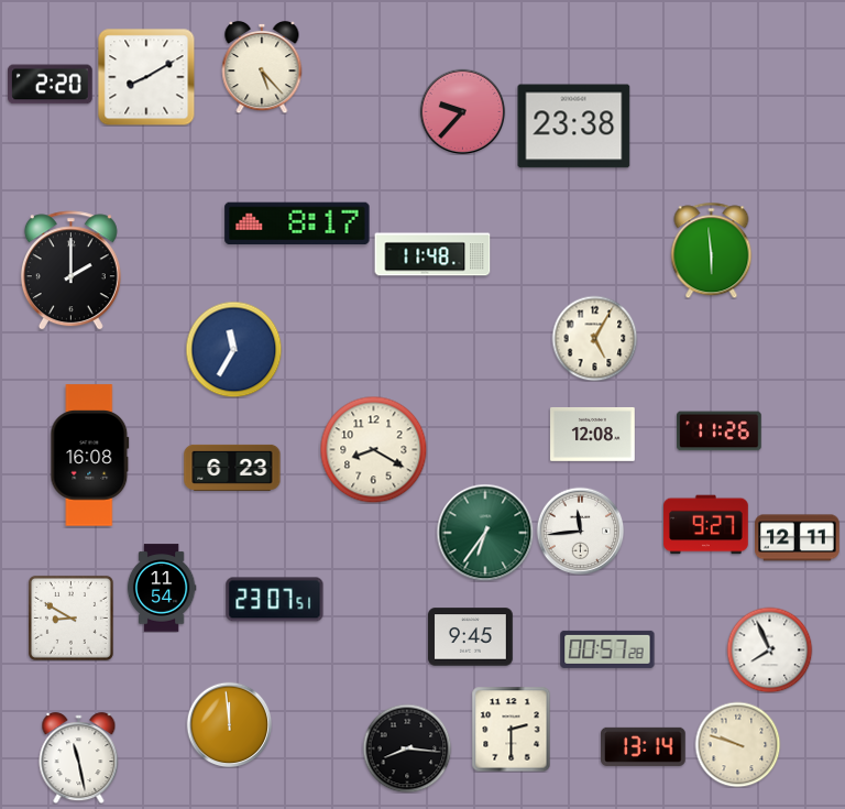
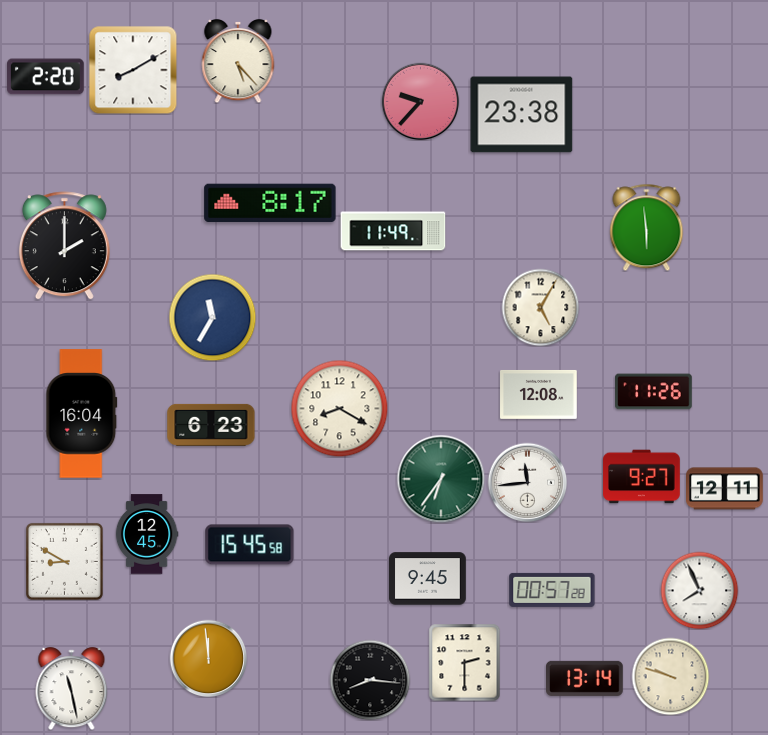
clock at (432, 254): 11:48 -> 11:49
clock at (90, 456): 16:08 -> 16:04
clock at (485, 533) position: (485, 533) -> (441, 479)
clock at (162, 588): 11:54 -> 12:45
clock at (275, 600): 23:07 -> 15:45
